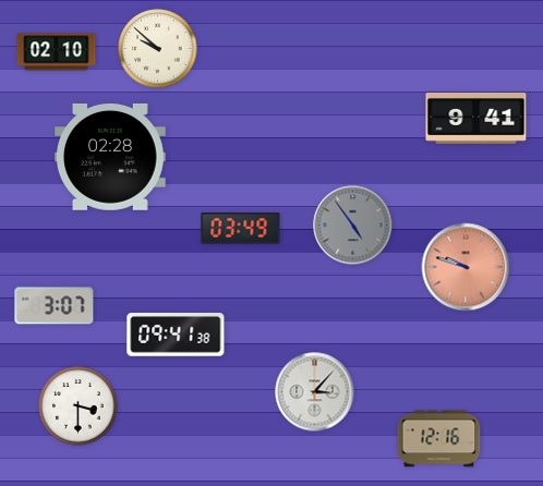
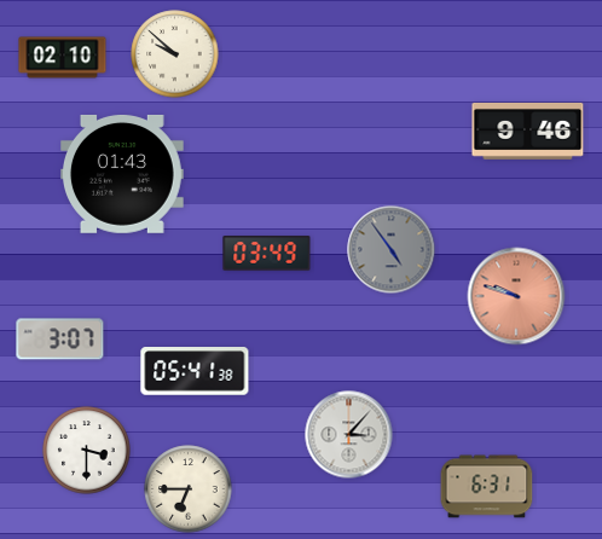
clock at (476, 118): 9:41 -> 9:46
clock at (111, 157): 02:28 -> 01:43
clock at (176, 335): 09:41 -> 05:41
clock at (439, 439): 12:16 -> 6:31
clock at (189, 489): none -> 6:45
